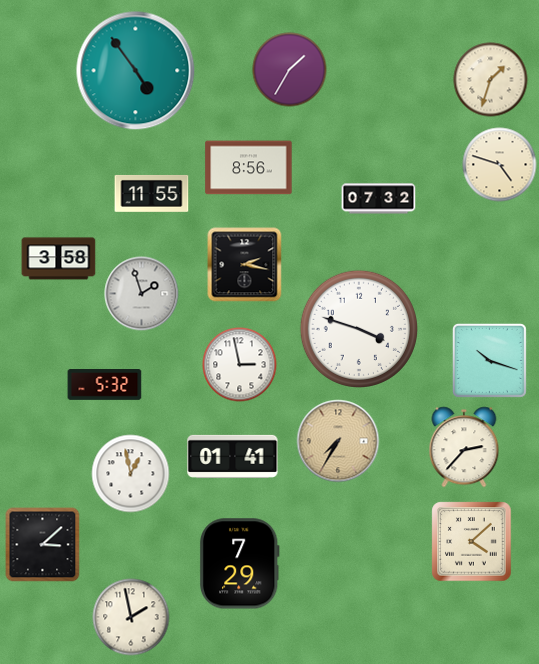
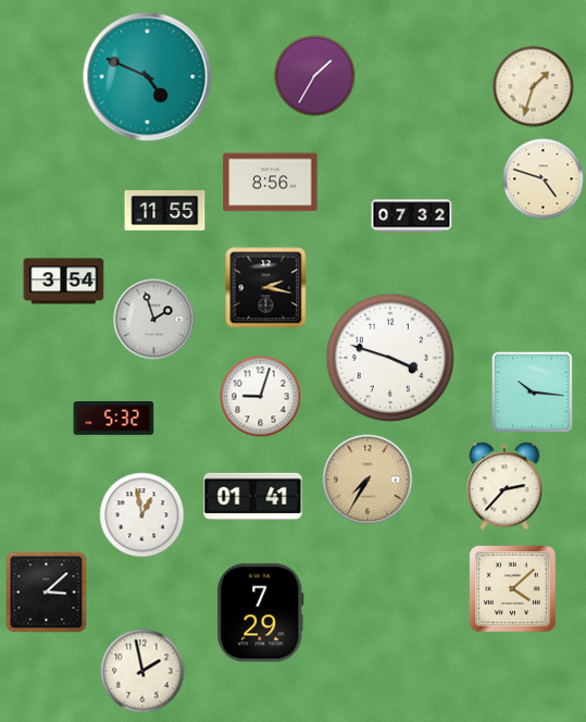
clock at (136, 71): 4:54 -> 4:49
clock at (59, 259): 3:58 -> 3:54
clock at (489, 360): 10:18 -> 10:16
clock at (240, 365): 2:58 -> 9:03
